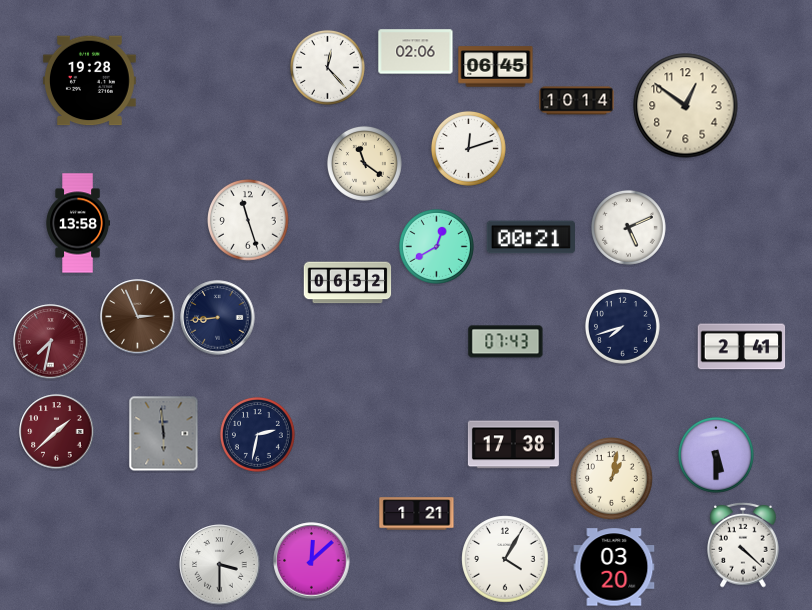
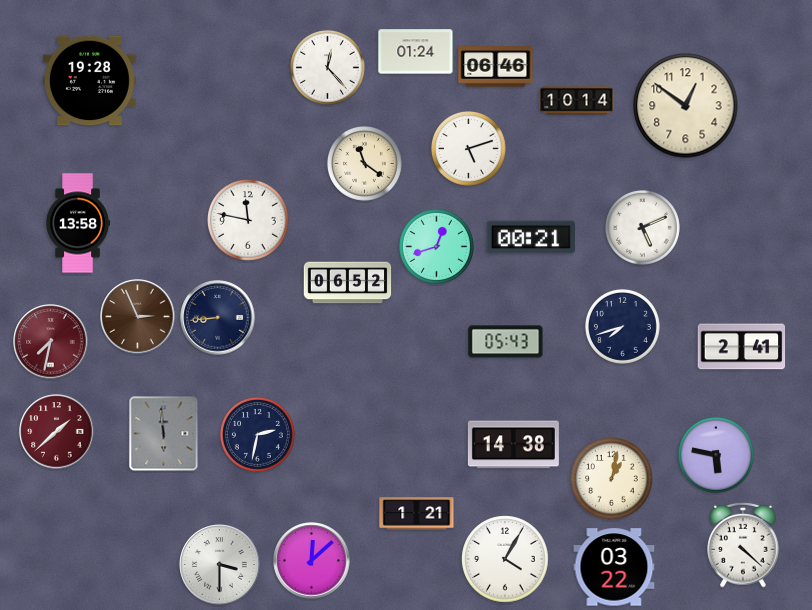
clock at (416, 52): 02:06 -> 01:24
clock at (496, 67): 06:45 -> 06:46
clock at (468, 148): 12:12 -> 5:12
clock at (249, 221): 11:27 -> 11:47
clock at (628, 227) position: (628, 227) -> (642, 227)
clock at (436, 246): 12:40 -> 12:42
clock at (506, 342): 07:43 -> 05:43
clock at (513, 445): 17:38 -> 14:38
clock at (716, 455): 5:30 -> 5:47
clock at (614, 567): 03:20 -> 03:22
